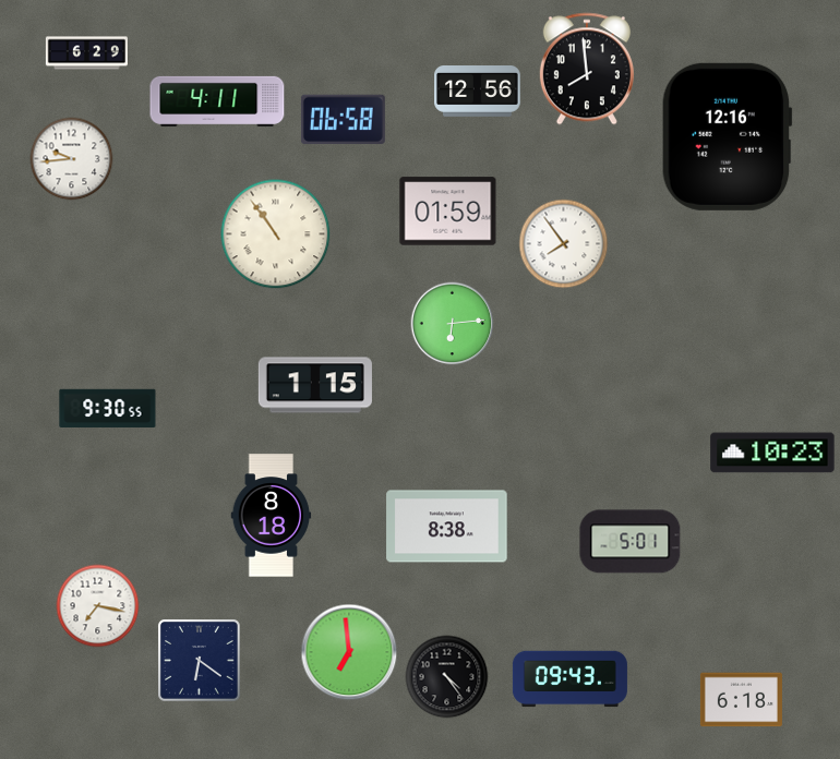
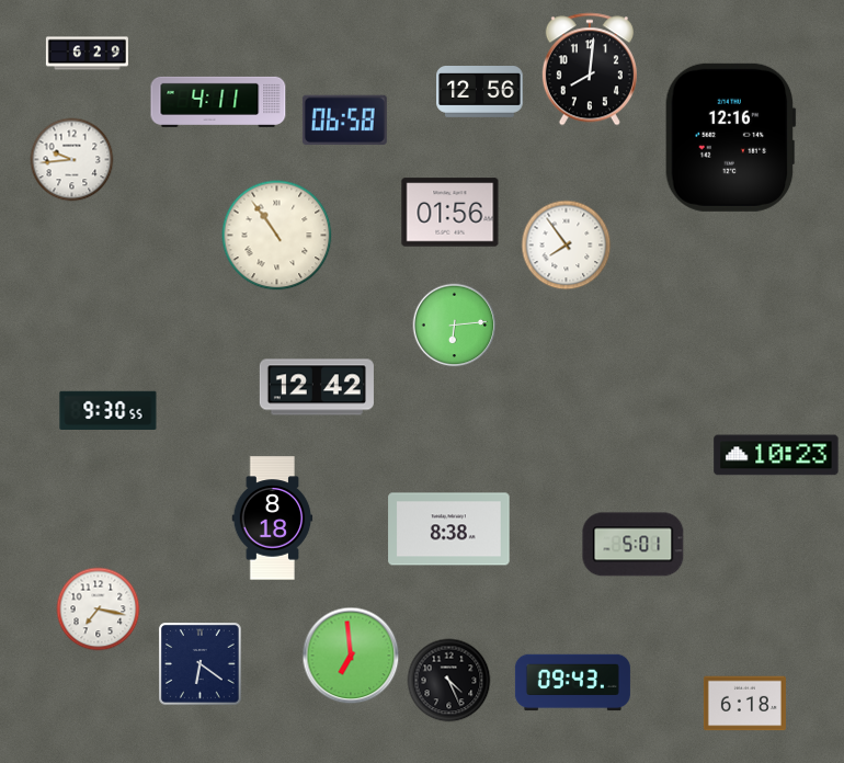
clock at (587, 69): 7:59 -> 8:01
clock at (448, 212): 01:59 -> 01:56
clock at (315, 385): 1:15 -> 12:42
clock at (447, 677): 4:24 -> 4:26
